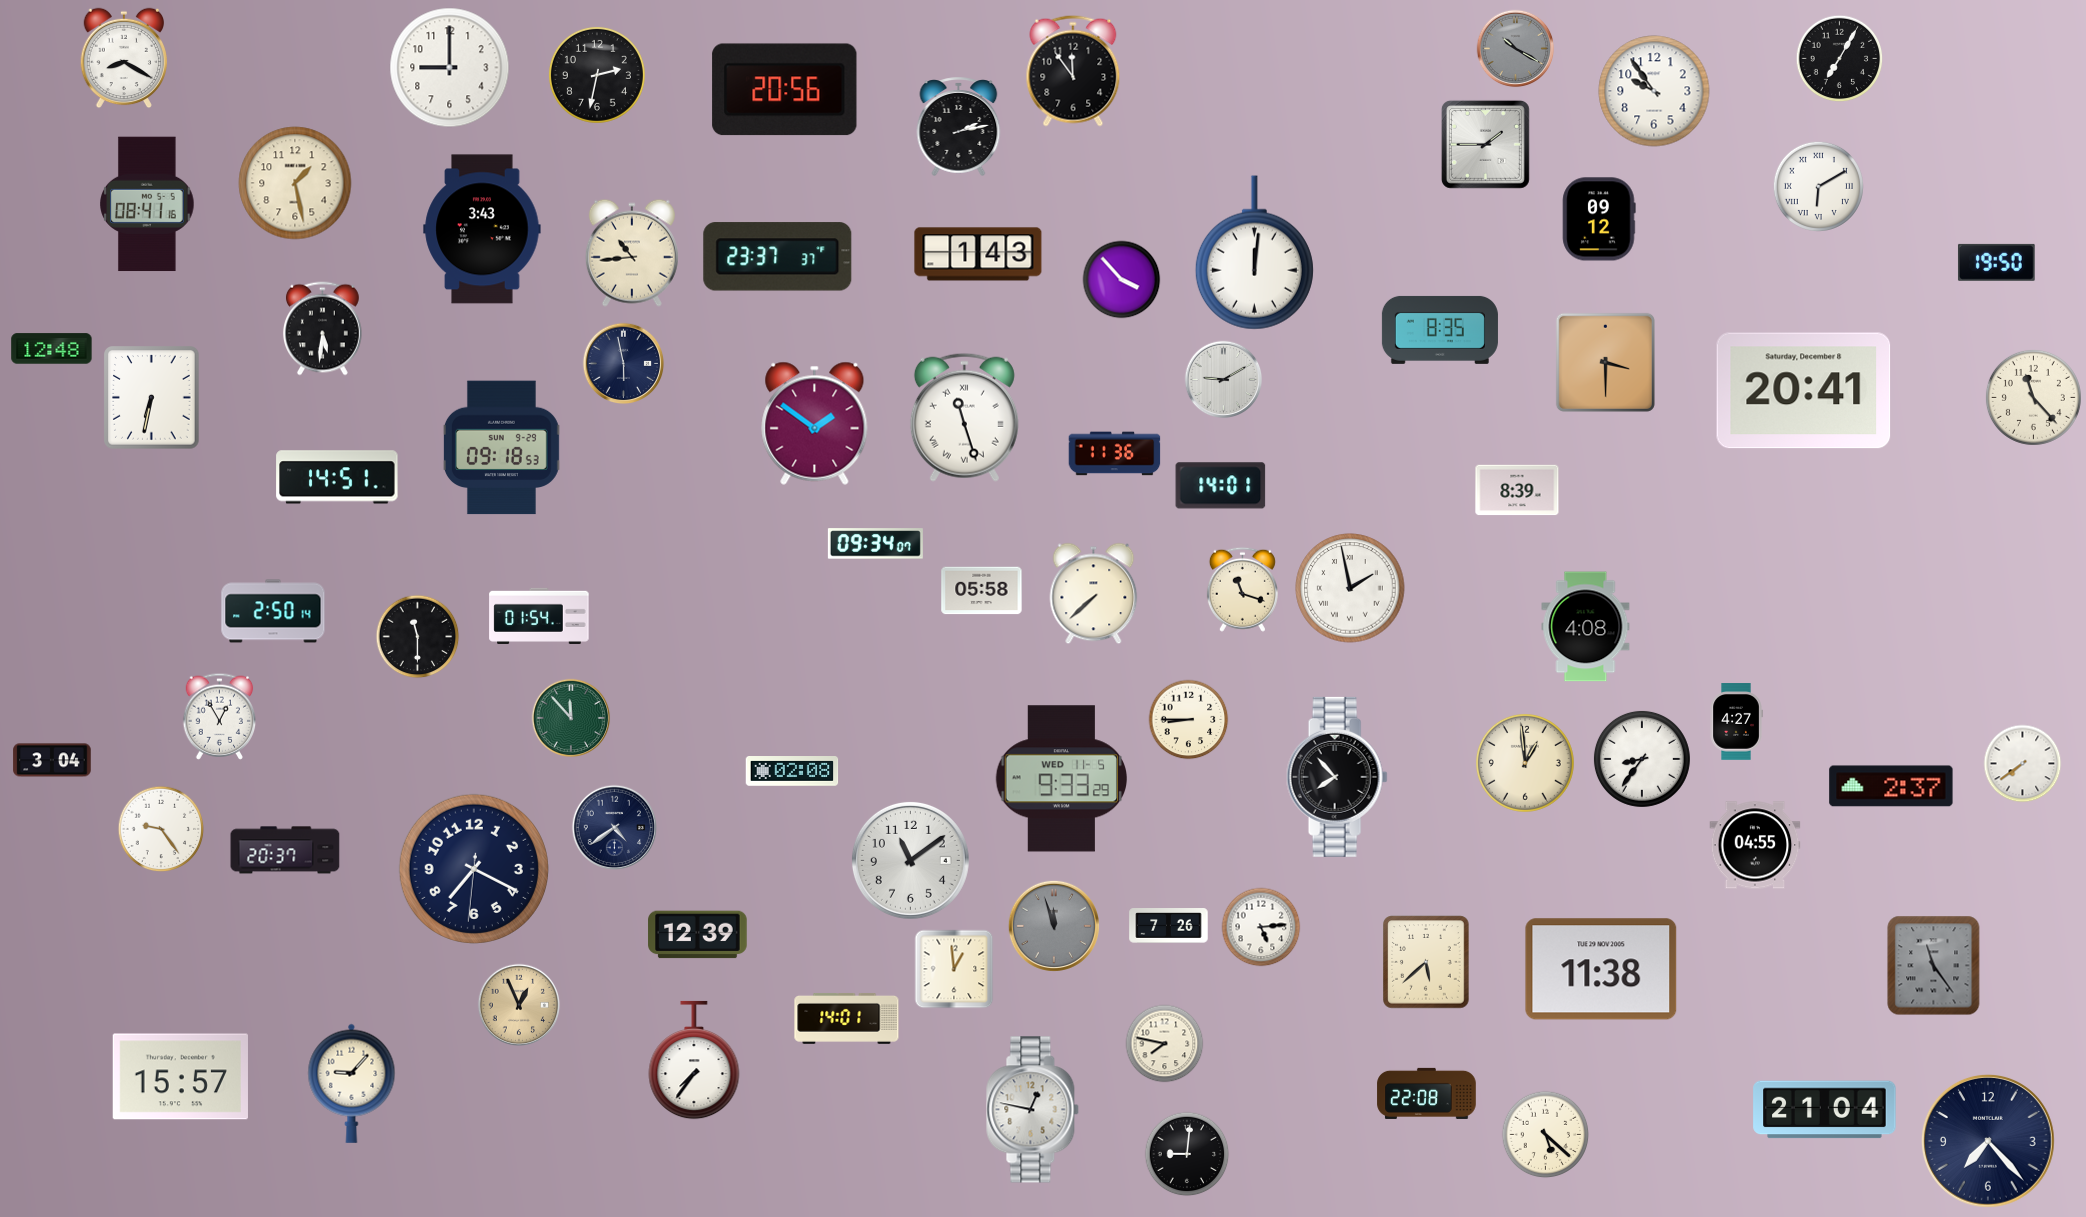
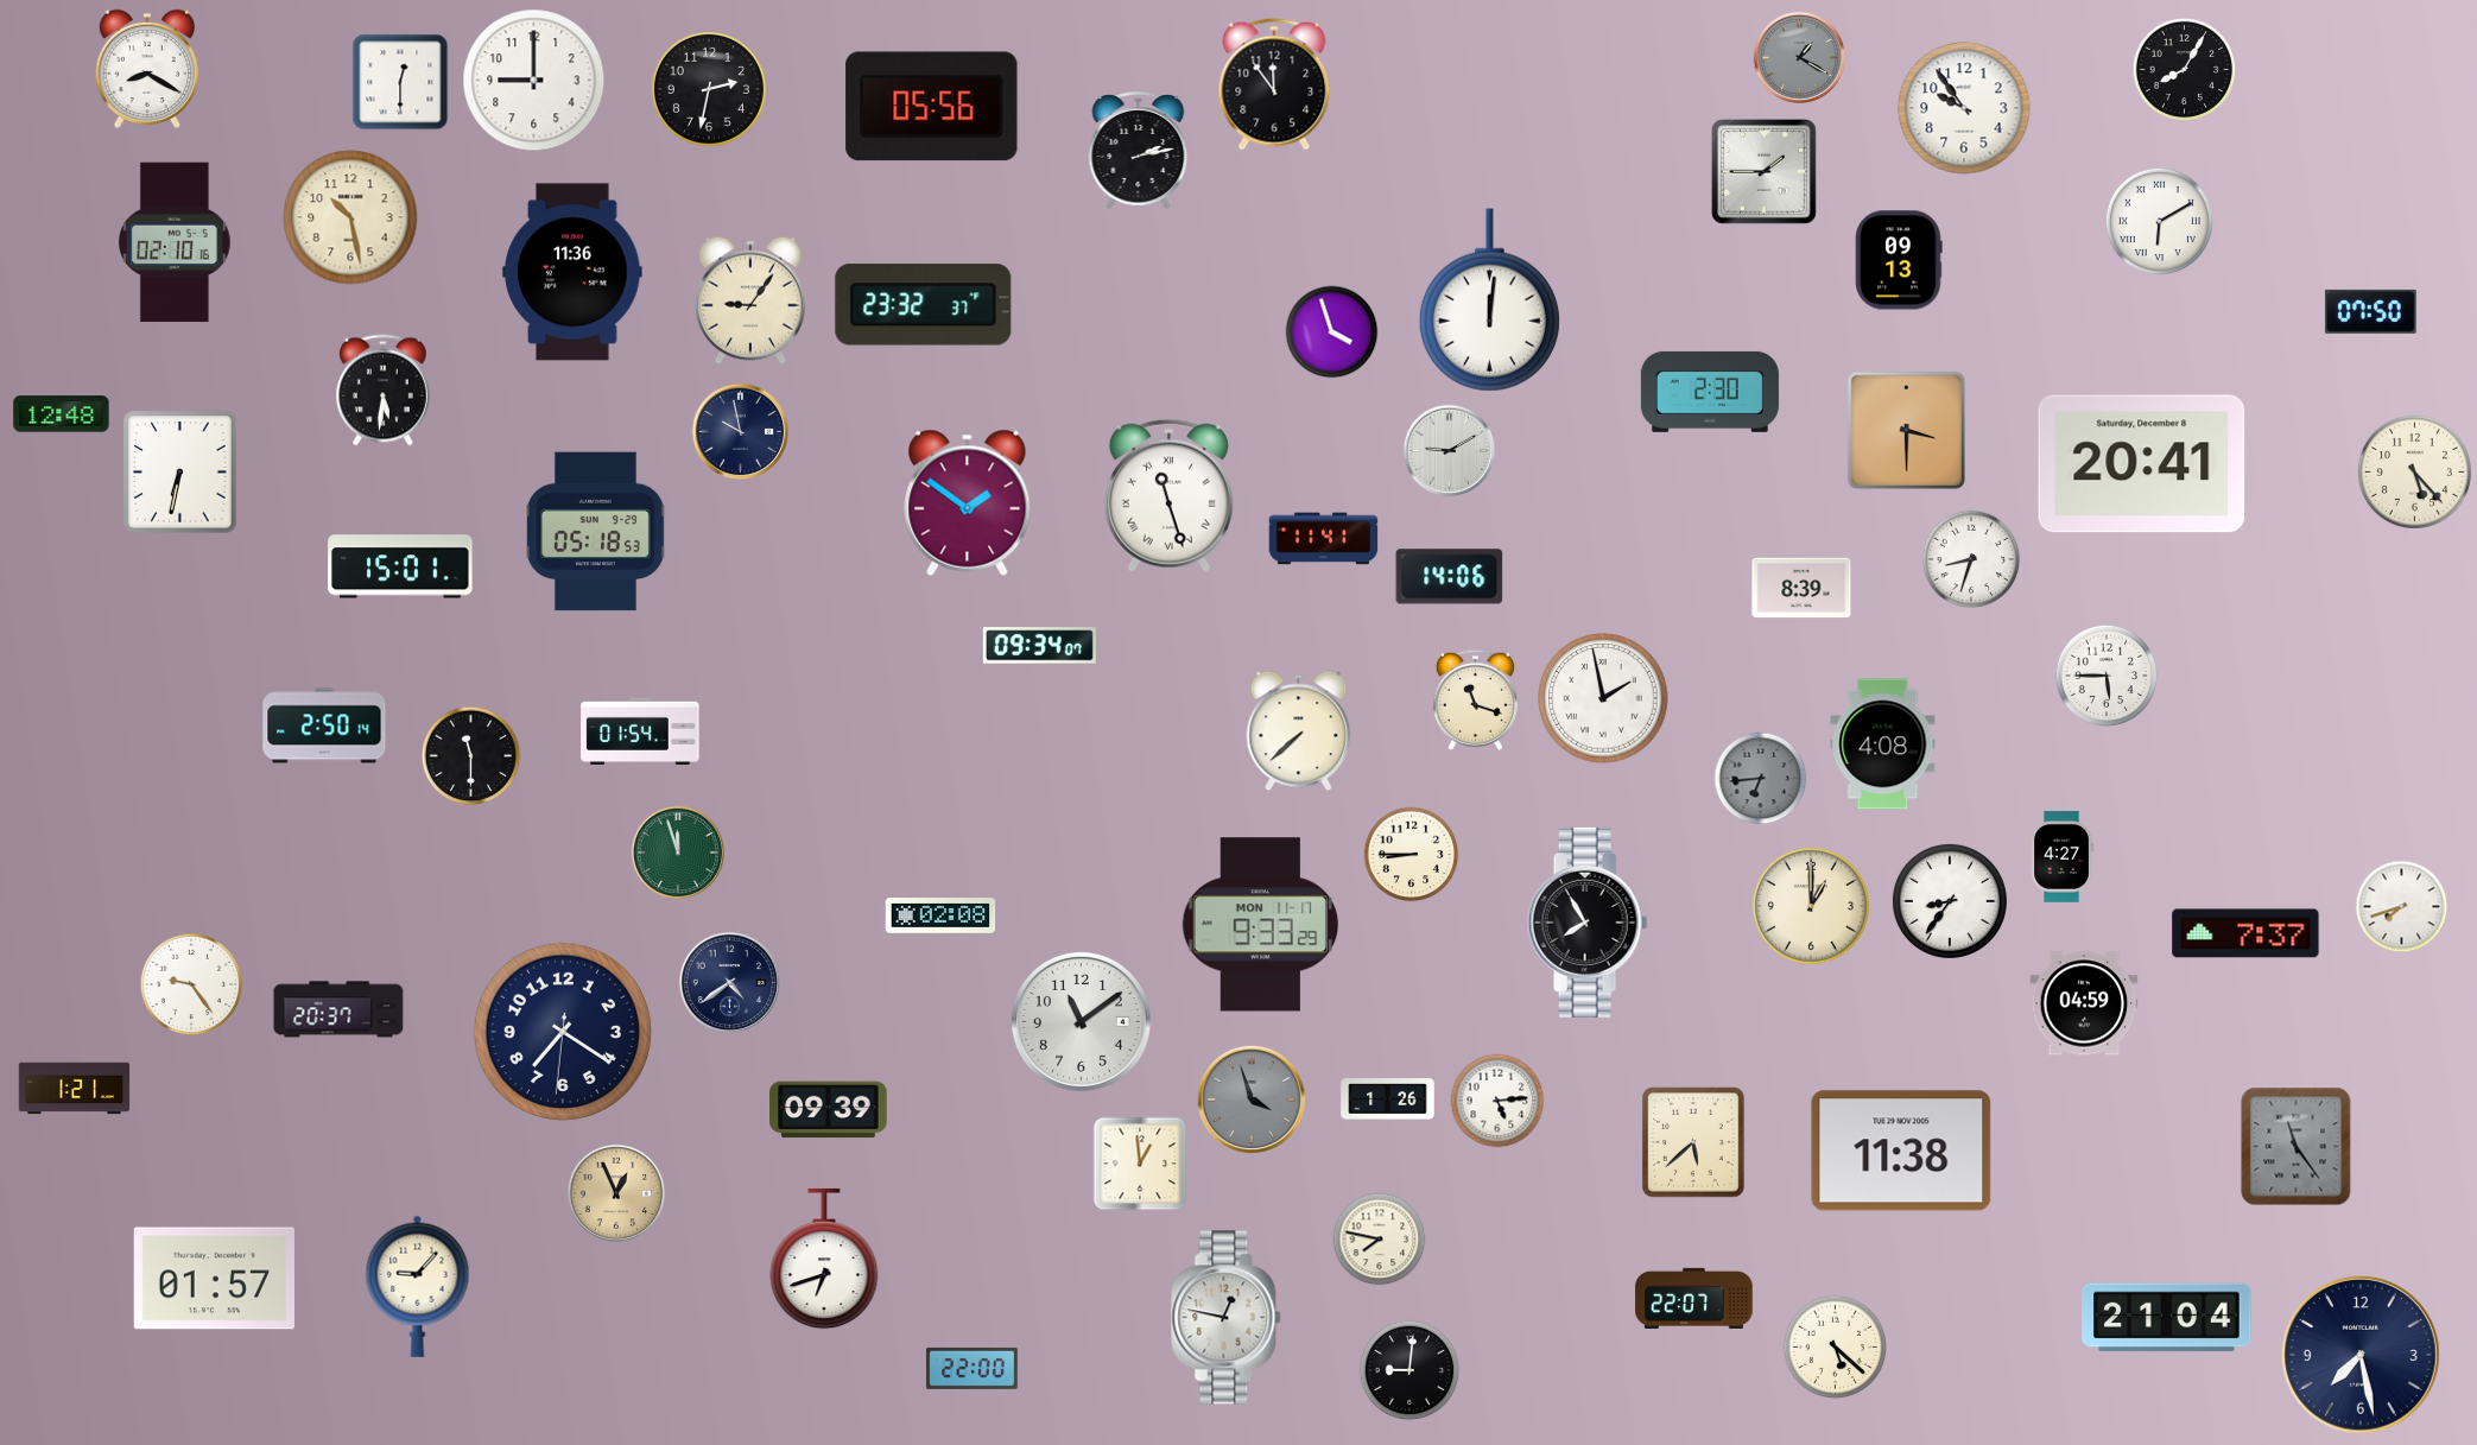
clock at (1516, 49): 10:20 -> 1:20
clock at (1840, 59): 7:05 -> 8:05
clock at (400, 82): none -> 12:30
clock at (785, 90): 20:56 -> 05:56
clock at (295, 183): 1:28 -> 10:28
clock at (147, 204): 08:41 -> 02:10
clock at (1599, 219): 09:12 -> 09:13
clock at (482, 229): 3:43 -> 11:36
clock at (632, 253): 10:44 -> 9:06
clock at (978, 254): 1:43 -> none
clock at (778, 257): 23:37 -> 23:32
clock at (1996, 262): 19:50 -> 07:50
clock at (1122, 280): 3:53 -> 3:57
clock at (1440, 330): 8:35 -> 2:30
clock at (624, 364): 5:58 -> 9:58
clock at (1224, 380) position: (1224, 380) -> (1450, 451)
clock at (2033, 397): 11:23 -> 5:23
clock at (964, 417) position: (964, 417) -> (1168, 495)
clock at (501, 448): 09:18 -> 05:18
clock at (1115, 454): 11:36 -> 11:41
clock at (1971, 559): none -> 8:33
clock at (337, 477): 14:51 -> 15:01
clock at (1221, 486): 14:01 -> 14:06
clock at (1517, 490) position: (1517, 490) -> (1801, 588)
clock at (2107, 676): none -> 5:45
clock at (982, 591): 05:58 -> none
clock at (1094, 594) position: (1094, 594) -> (1299, 731)
clock at (418, 637) position: (418, 637) -> (471, 756)
clock at (1761, 779): none -> 6:44
clock at (220, 716): 12:55 -> none
clock at (571, 718): 11:53 -> 11:57
clock at (52, 760): 3:04 -> none
clock at (1525, 763): 12:59 -> 1:00
clock at (2023, 764): 7:39 -> 7:42
clock at (1337, 777): 7:53 -> 7:55
clock at (1062, 779) date: WED 11-5 -> MON 11-17
clock at (1891, 786): 2:37 -> 7:37
clock at (1755, 845): 04:55 -> 04:59
clock at (474, 869): 7:19 -> 7:20
clock at (75, 1089): none -> 1:21
clock at (1054, 926): 11:57 -> 3:57
clock at (1169, 926): 7:26 -> 1:26
clock at (698, 935): 12:39 -> 09:39
clock at (954, 969) position: (954, 969) -> (1140, 1164)
clock at (847, 1018): 14:01 -> none
clock at (1165, 1044) position: (1165, 1044) -> (1380, 1240)
clock at (694, 1060): 7:36 -> 6:42
clock at (180, 1077): 15:57 -> 01:57
clock at (1427, 1093): 22:08 -> 22:07
clock at (1988, 1141): 7:23 -> 7:28
clock at (973, 1368): none -> 22:00
